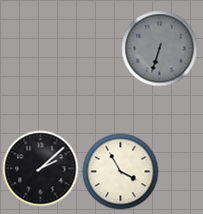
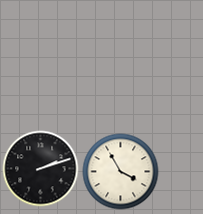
clock at (160, 49): 6:33 -> none
clock at (41, 169): 2:08 -> 2:12
